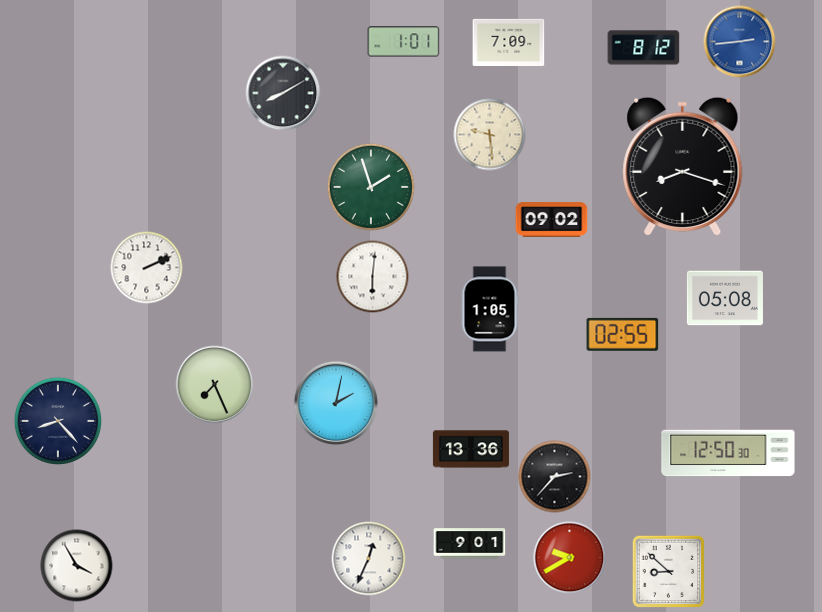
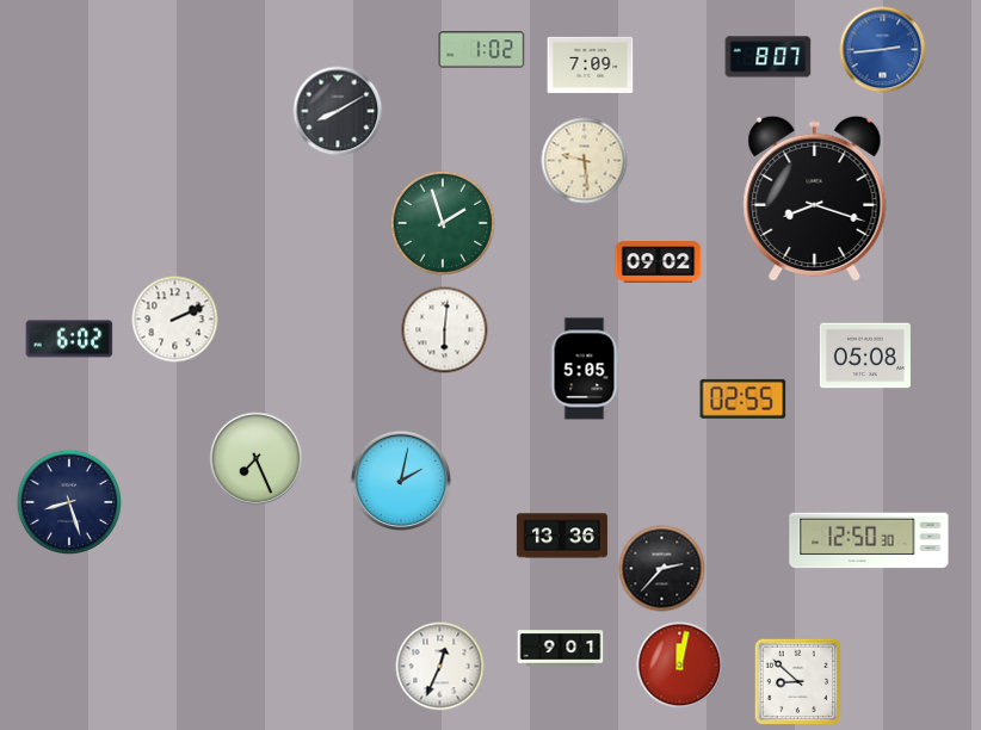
clock at (404, 42): 1:01 -> 1:02
clock at (509, 42) position: (509, 42) -> (591, 64)
clock at (644, 48): 8:12 -> 8:07
clock at (69, 339): none -> 6:02
clock at (490, 309): 1:05 -> 5:05
clock at (57, 420): 8:23 -> 8:27
clock at (570, 558): 9:40 -> 12:02
clock at (77, 566): 3:55 -> none
